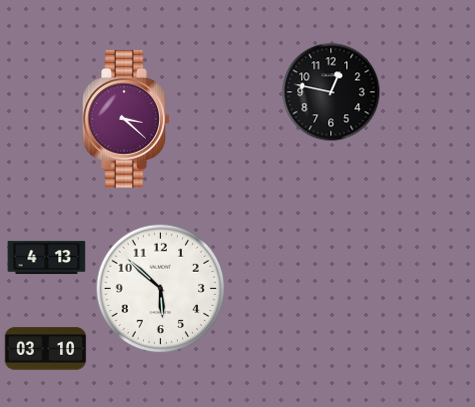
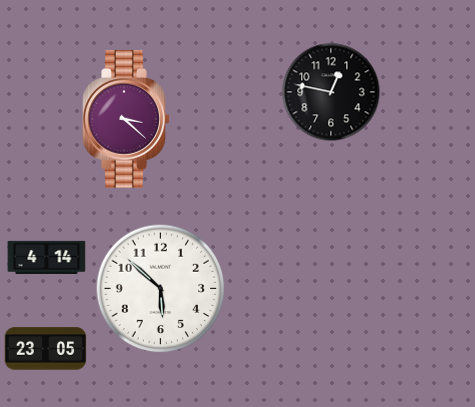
clock at (47, 257): 4:13 -> 4:14
clock at (46, 349): 03:10 -> 23:05
